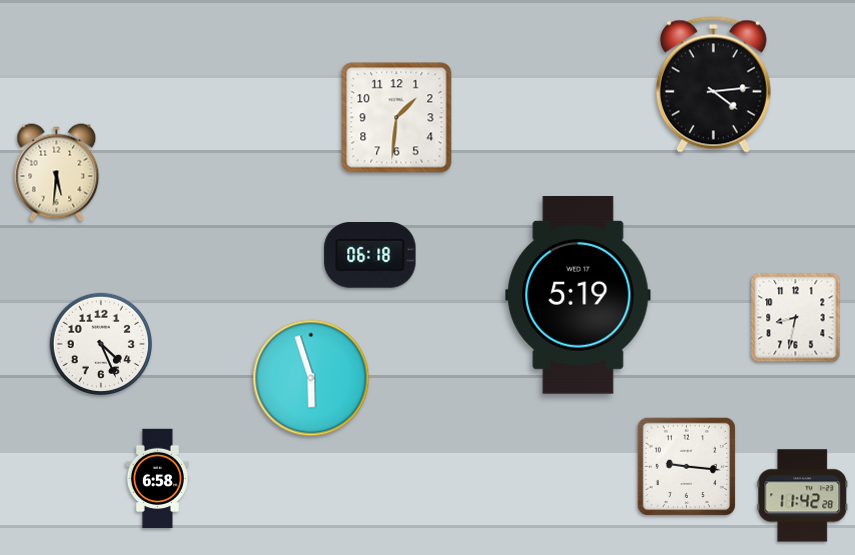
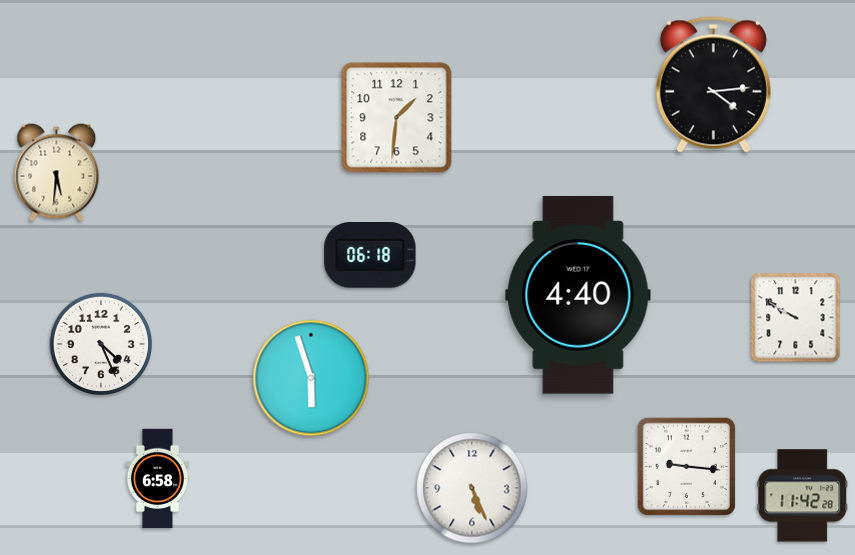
clock at (578, 296): 5:19 -> 4:40
clock at (796, 318): 8:32 -> 9:50
clock at (472, 488): none -> 5:26
